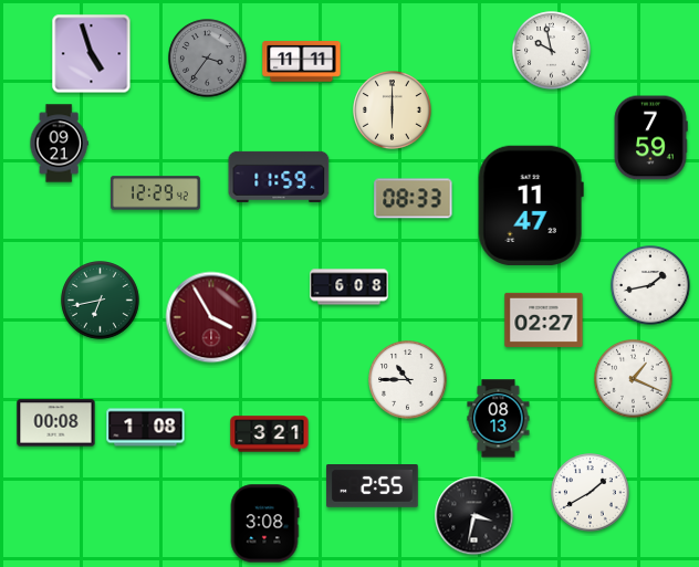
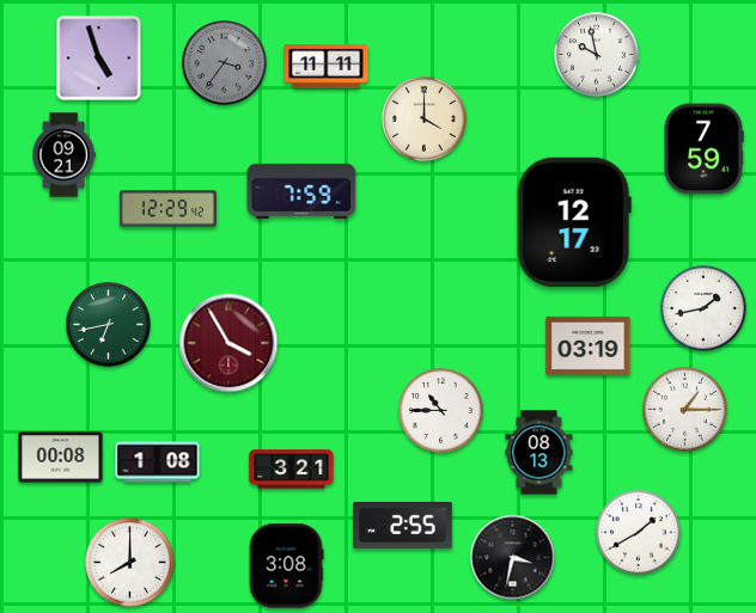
clock at (393, 111): 6:00 -> 4:00
clock at (279, 177): 11:59 -> 7:59
clock at (414, 199): 08:33 -> none
clock at (531, 206): 11:47 -> 12:17
clock at (349, 287): 6:08 -> none
clock at (544, 319): 02:27 -> 03:19
clock at (634, 379): 1:19 -> 1:15
clock at (130, 563): none -> 8:00
